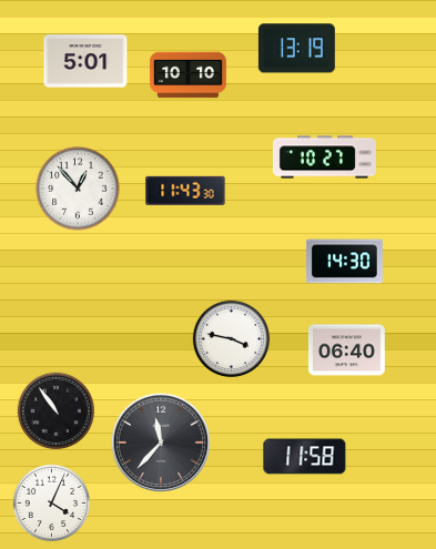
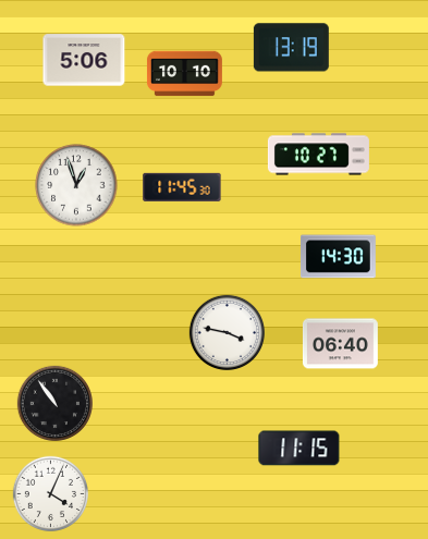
clock at (85, 61): 5:01 -> 5:06
clock at (78, 189): 12:53 -> 12:57
clock at (185, 191): 11:43 -> 11:45
clock at (160, 441): 11:37 -> none
clock at (305, 457): 11:58 -> 11:15
